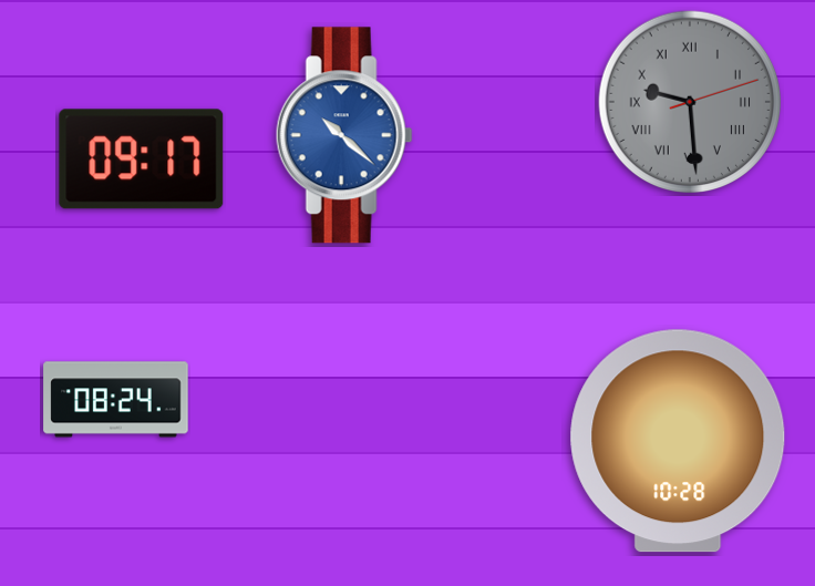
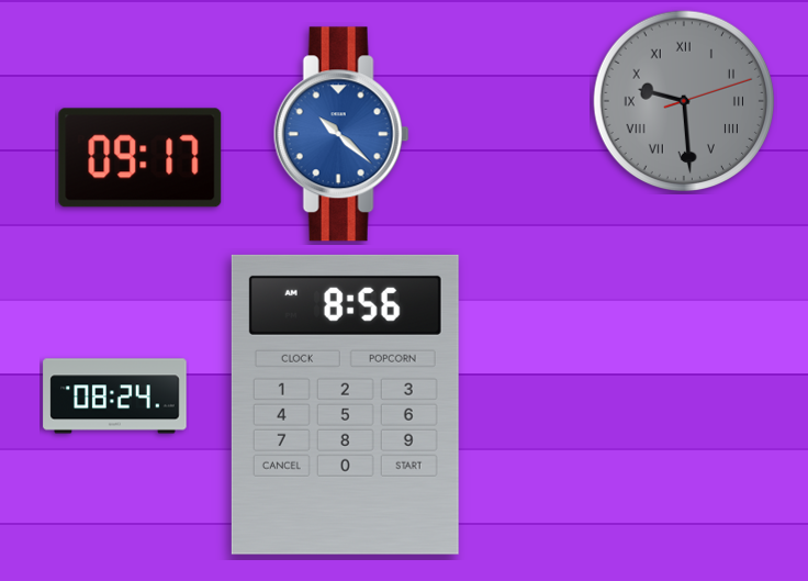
clock at (345, 404): none -> 8:56
clock at (678, 441): 10:28 -> none
